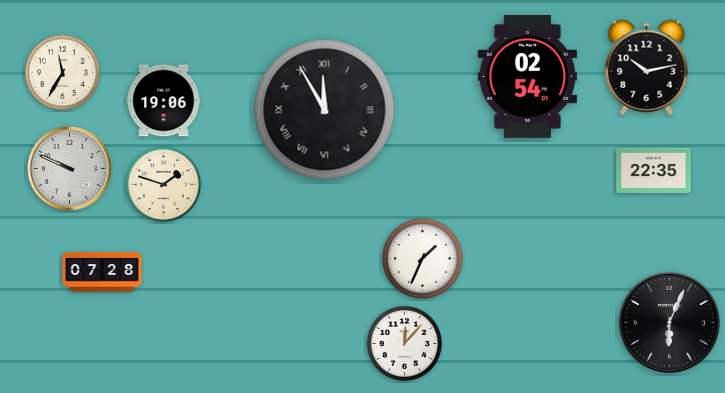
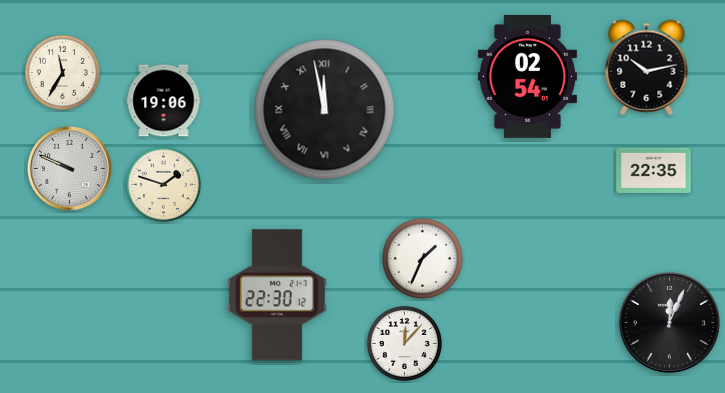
clock at (325, 110): 11:55 -> 11:58
clock at (102, 272): 07:28 -> none
clock at (277, 295): none -> 22:30
clock at (669, 322): 6:04 -> 12:04
